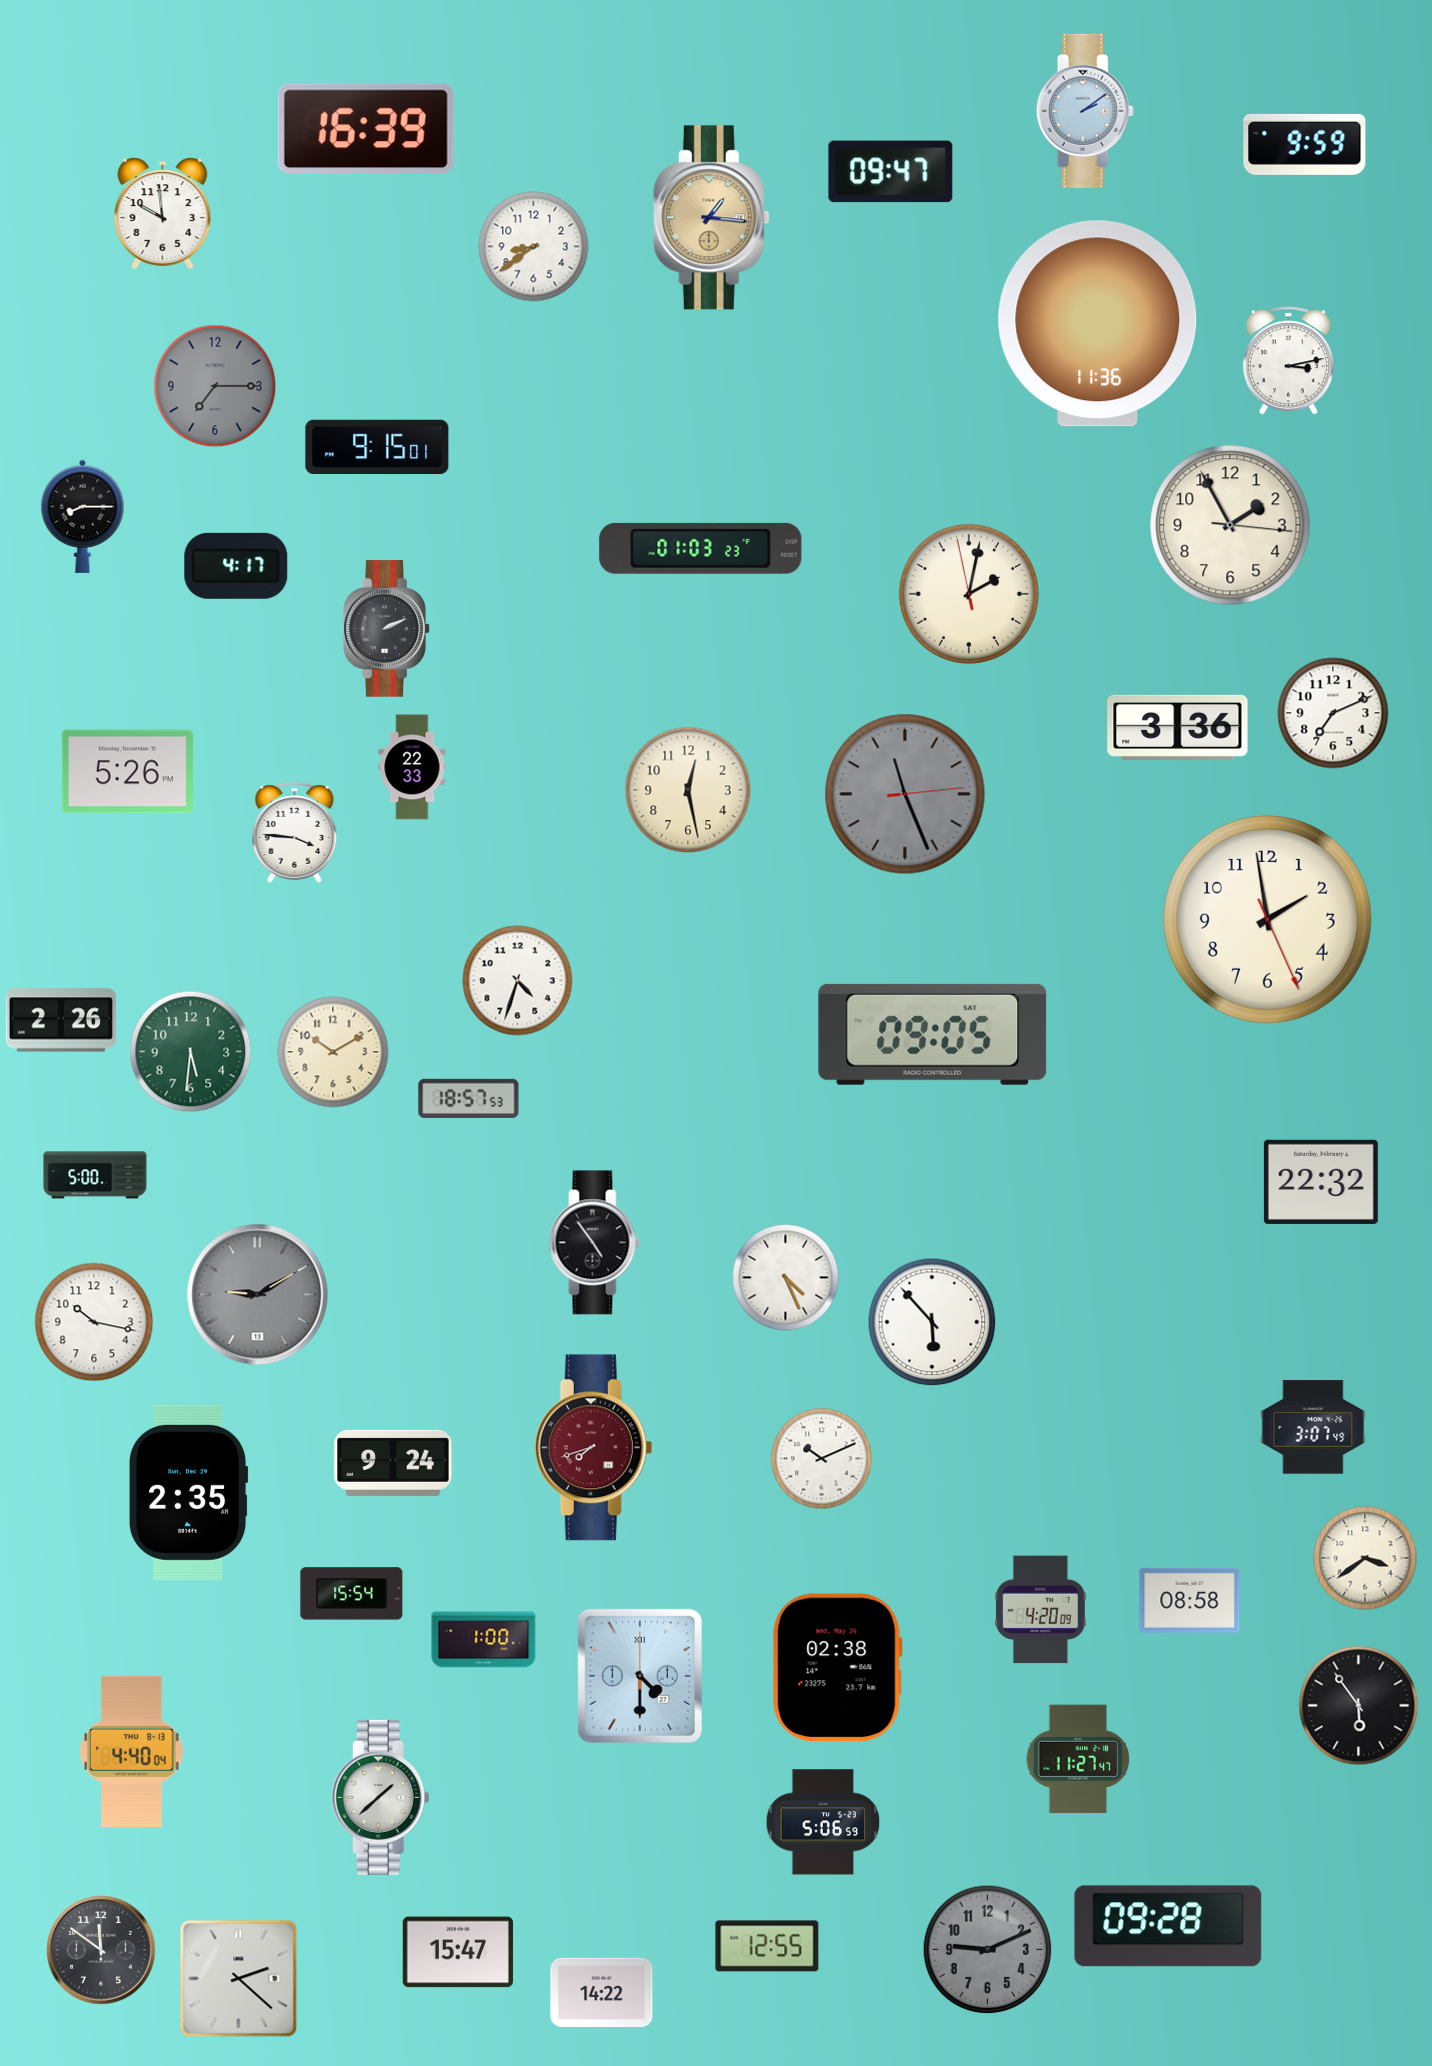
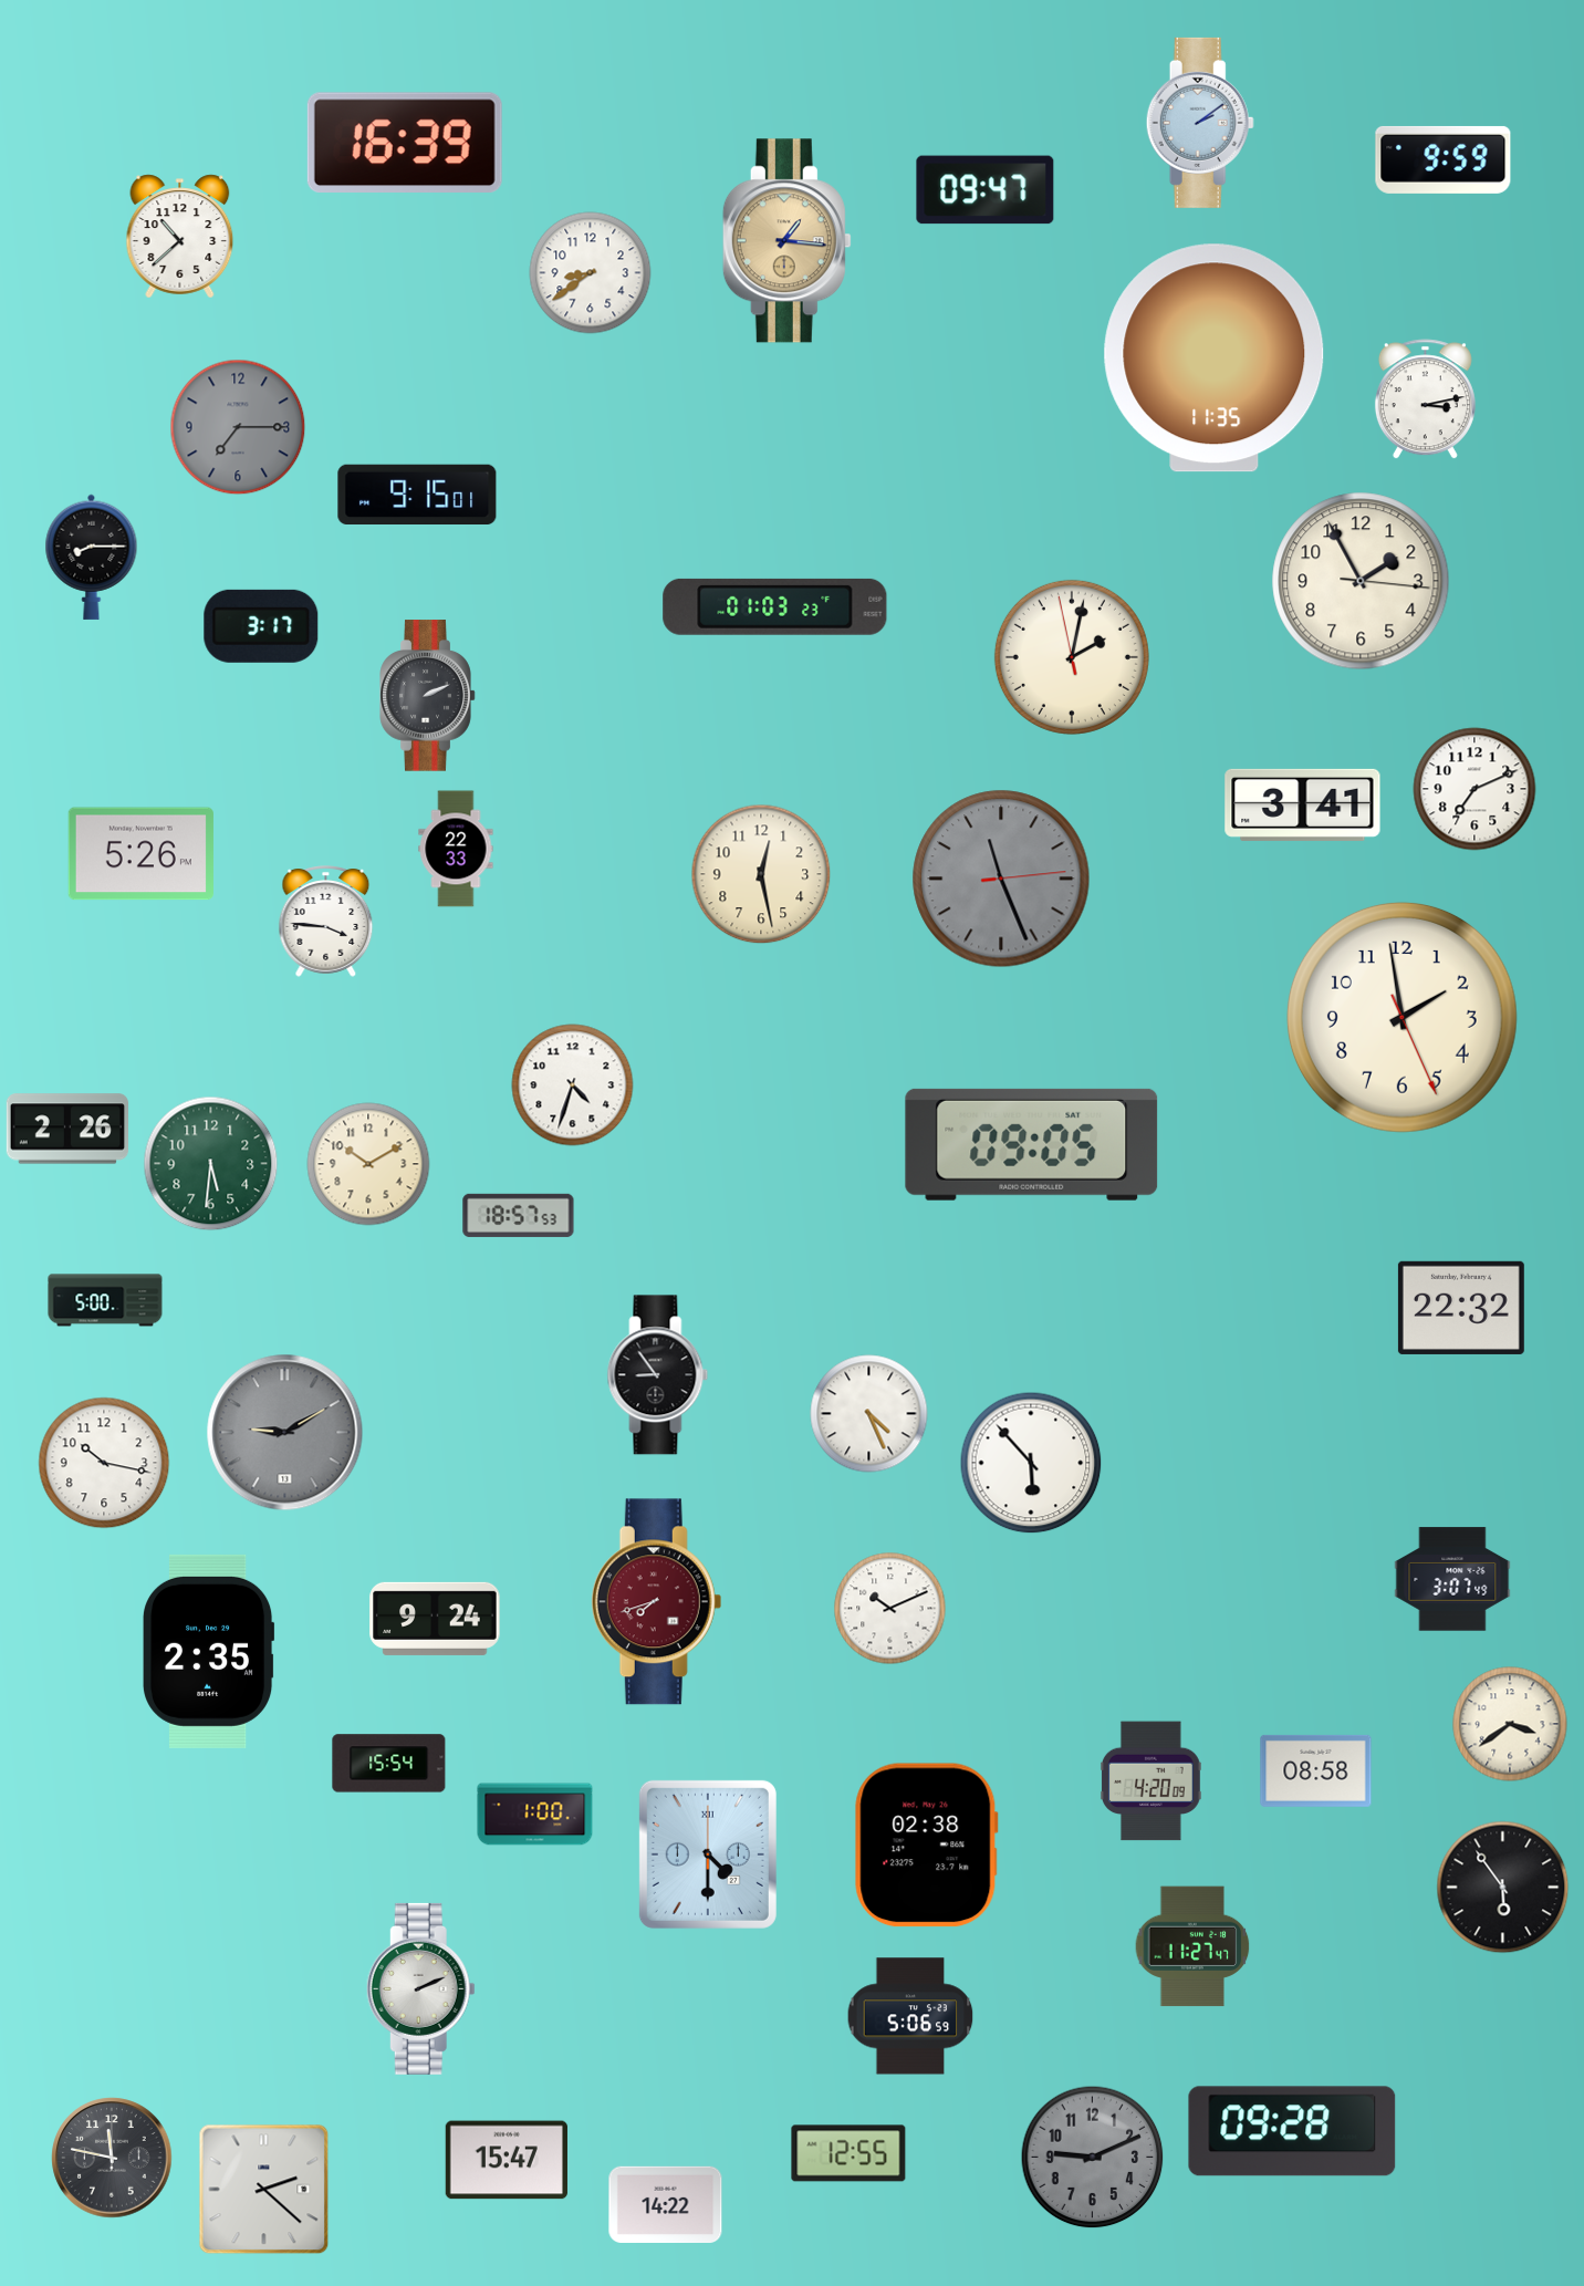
clock at (163, 214): 9:59 -> 10:38
clock at (1098, 324): 11:36 -> 11:35
clock at (83, 516) position: (83, 516) -> (92, 557)
clock at (236, 566): 4:17 -> 3:17
clock at (1178, 727): 3:36 -> 3:41
clock at (595, 1243): 4:54 -> 8:54
clock at (822, 1459) position: (822, 1459) -> (890, 1609)
clock at (132, 1751): 4:40 -> none
clock at (380, 1797): 1:38 -> 2:11
clock at (101, 1950): 11:51 -> 11:47
